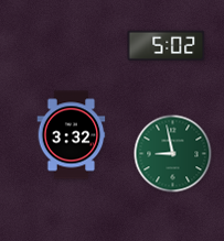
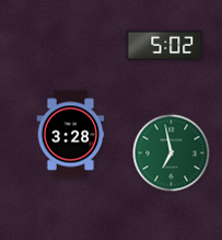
clock at (72, 135): 3:32 -> 3:28
clock at (173, 154): 8:58 -> 6:58
